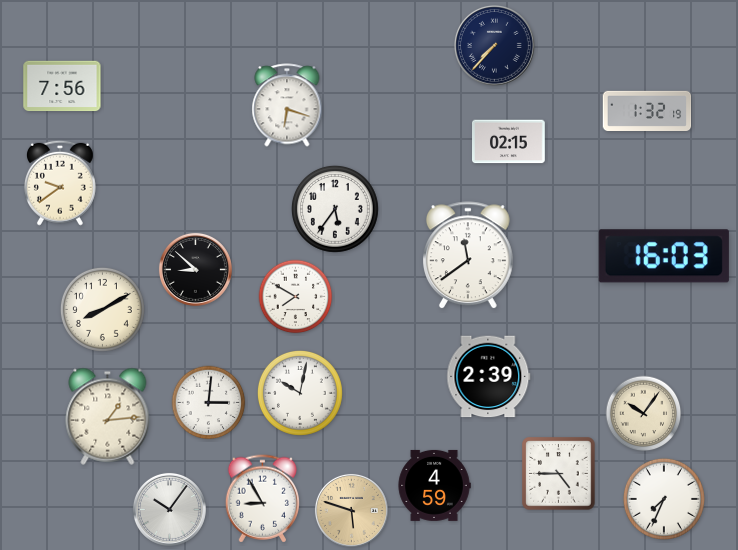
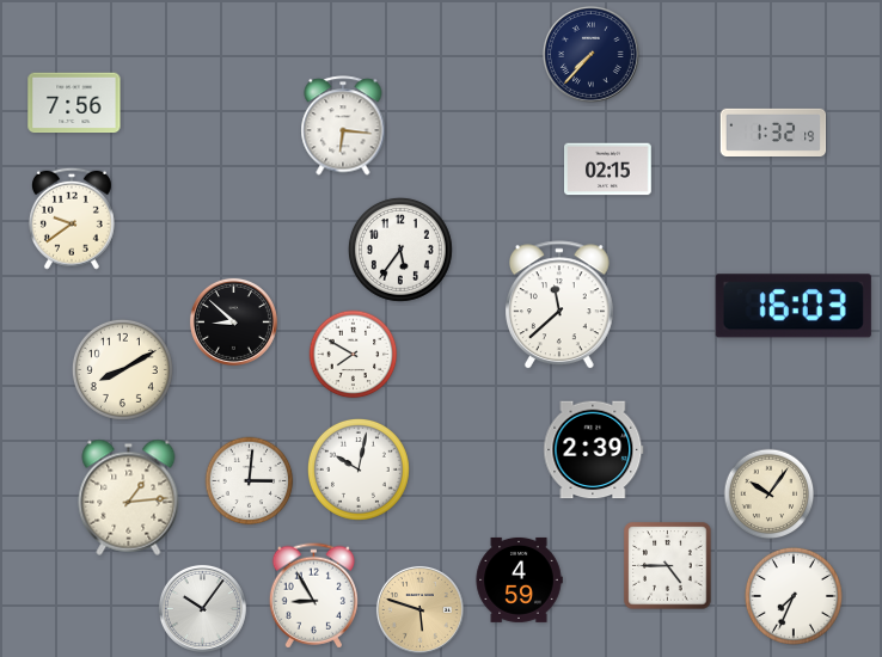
clock at (287, 105): 6:18 -> 6:16
clock at (469, 256): 11:39 -> 11:38
clock at (489, 377) position: (489, 377) -> (594, 450)
